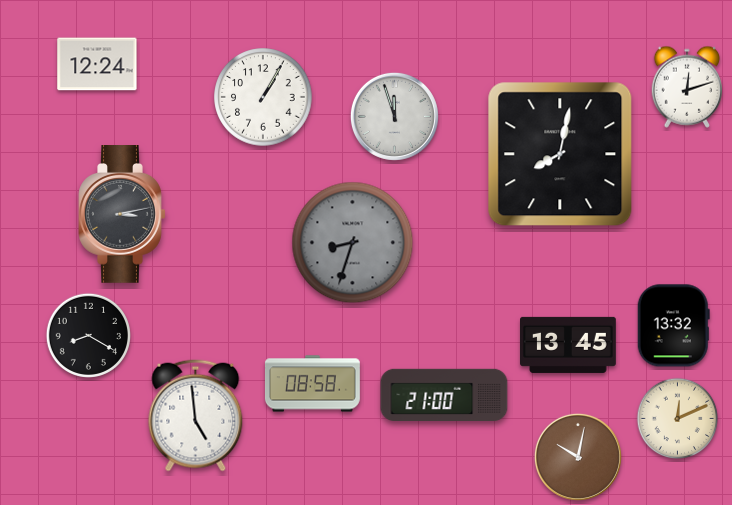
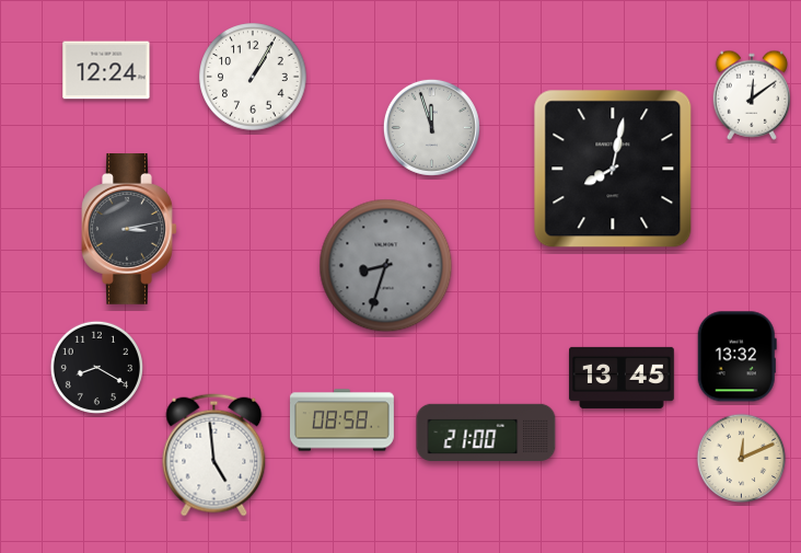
clock at (686, 87): 12:12 -> 12:09
clock at (263, 97) position: (263, 97) -> (253, 77)
clock at (122, 215) position: (122, 215) -> (129, 230)
clock at (578, 457): 10:02 -> none
